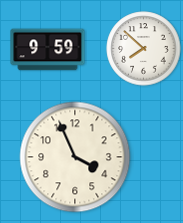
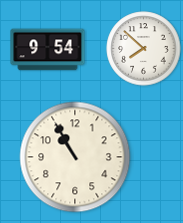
clock at (48, 50): 9:59 -> 9:54
clock at (75, 157): 3:56 -> 10:55
